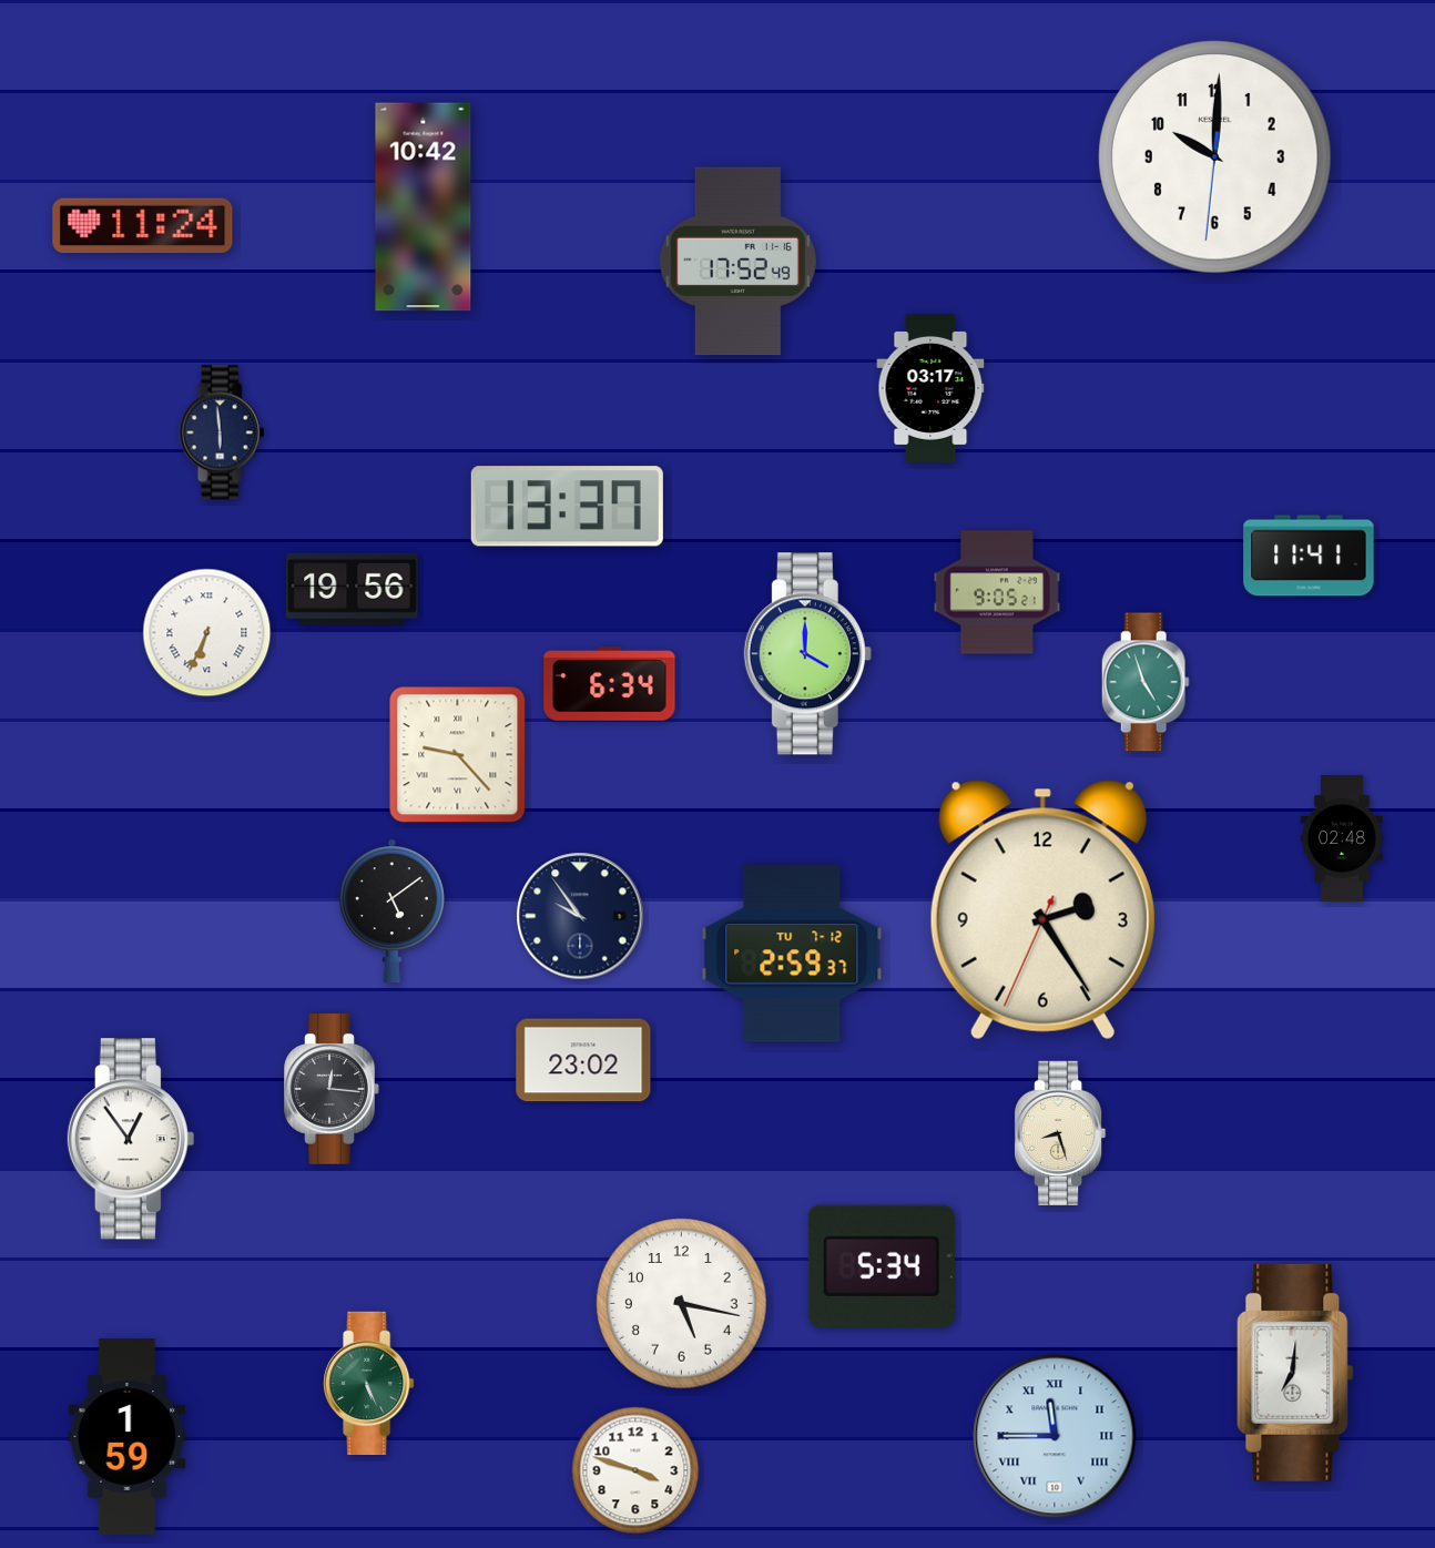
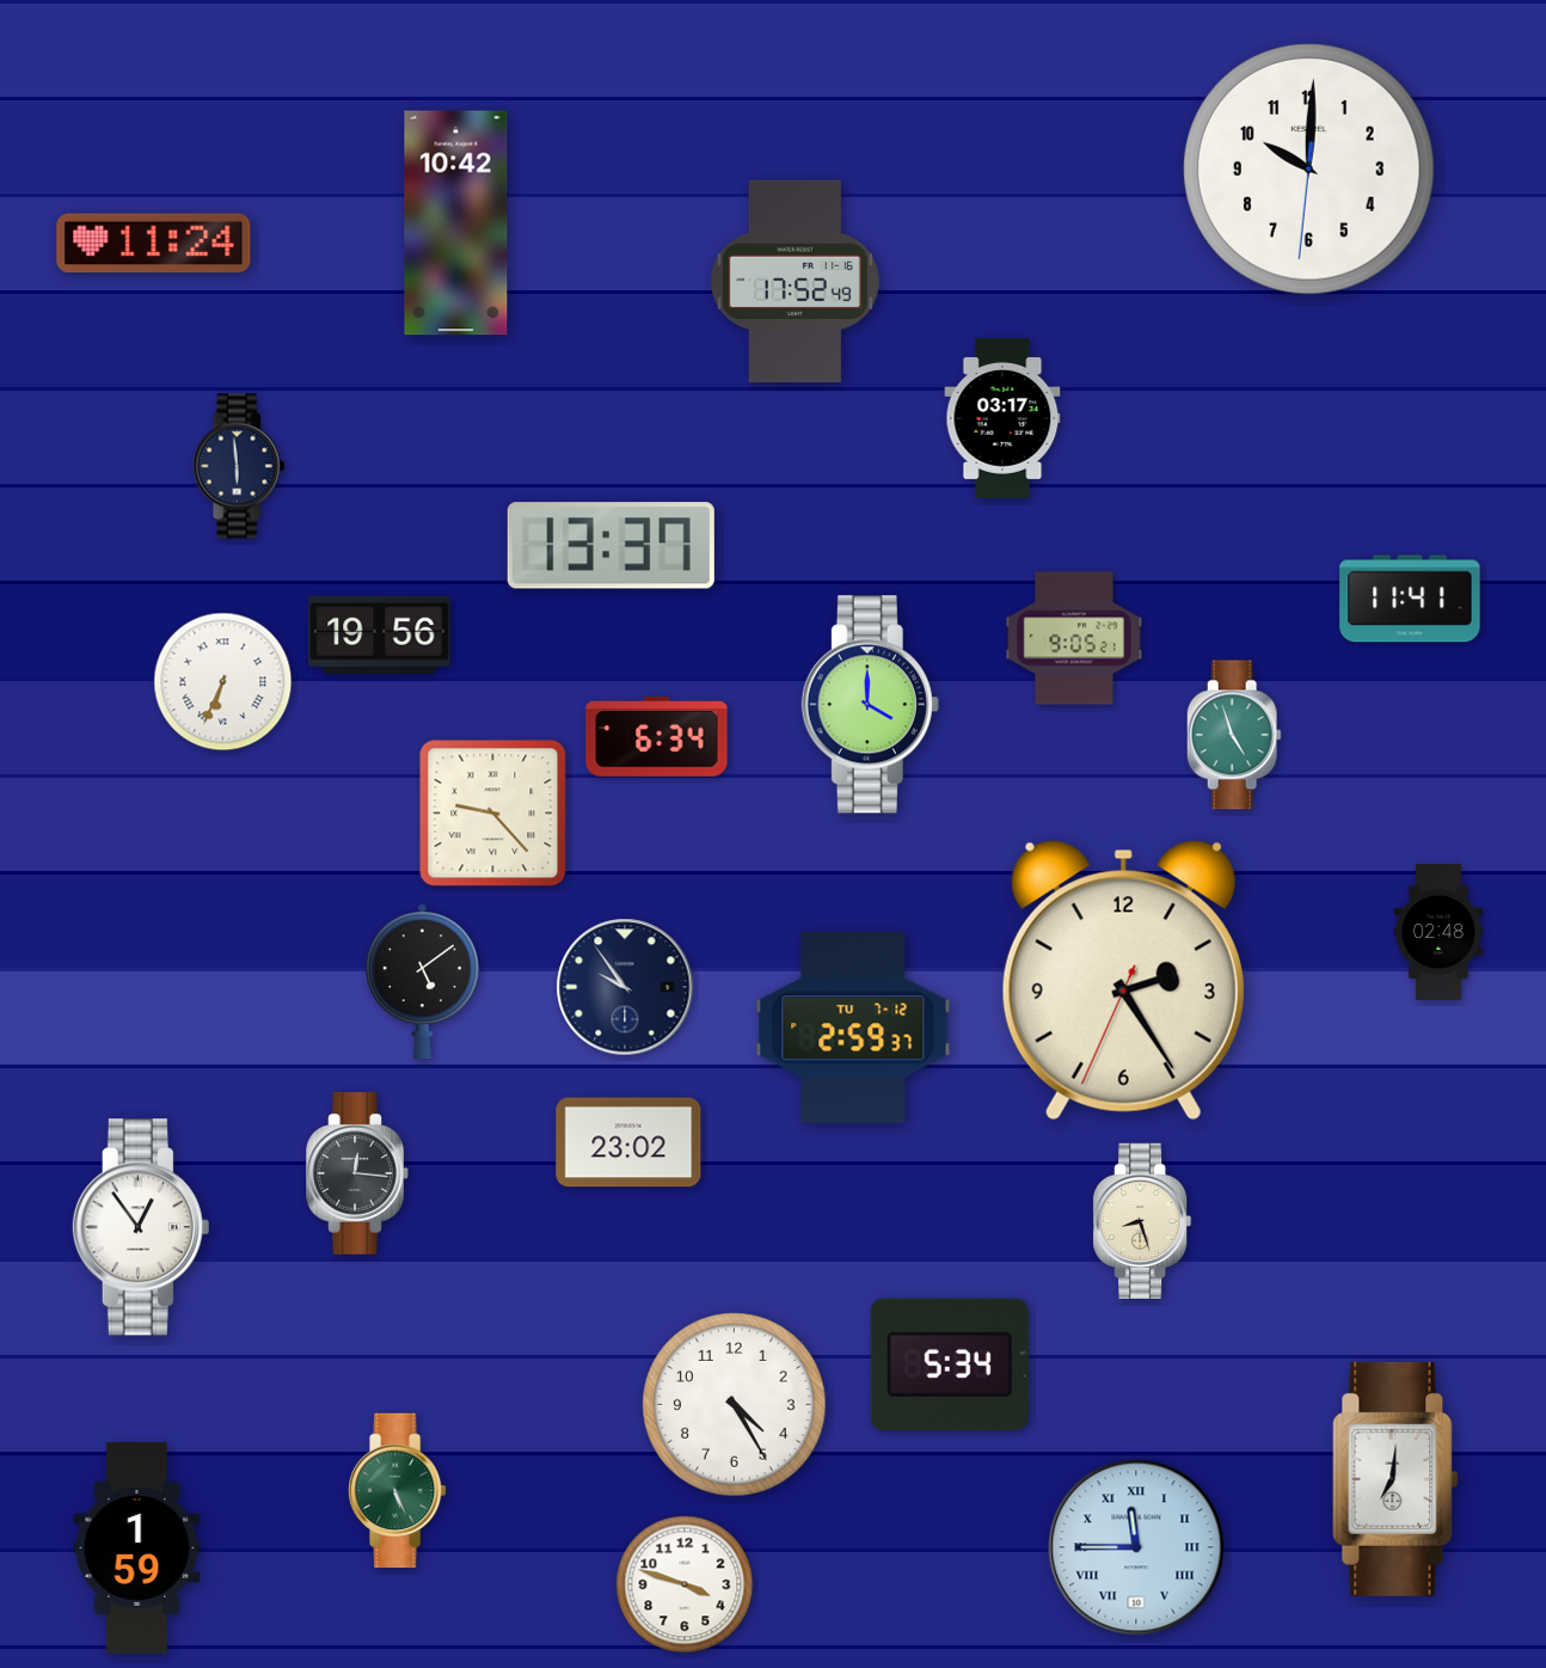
clock at (1342, 839) position: (1342, 839) -> (1438, 933)
clock at (682, 1304): 5:17 -> 4:25
